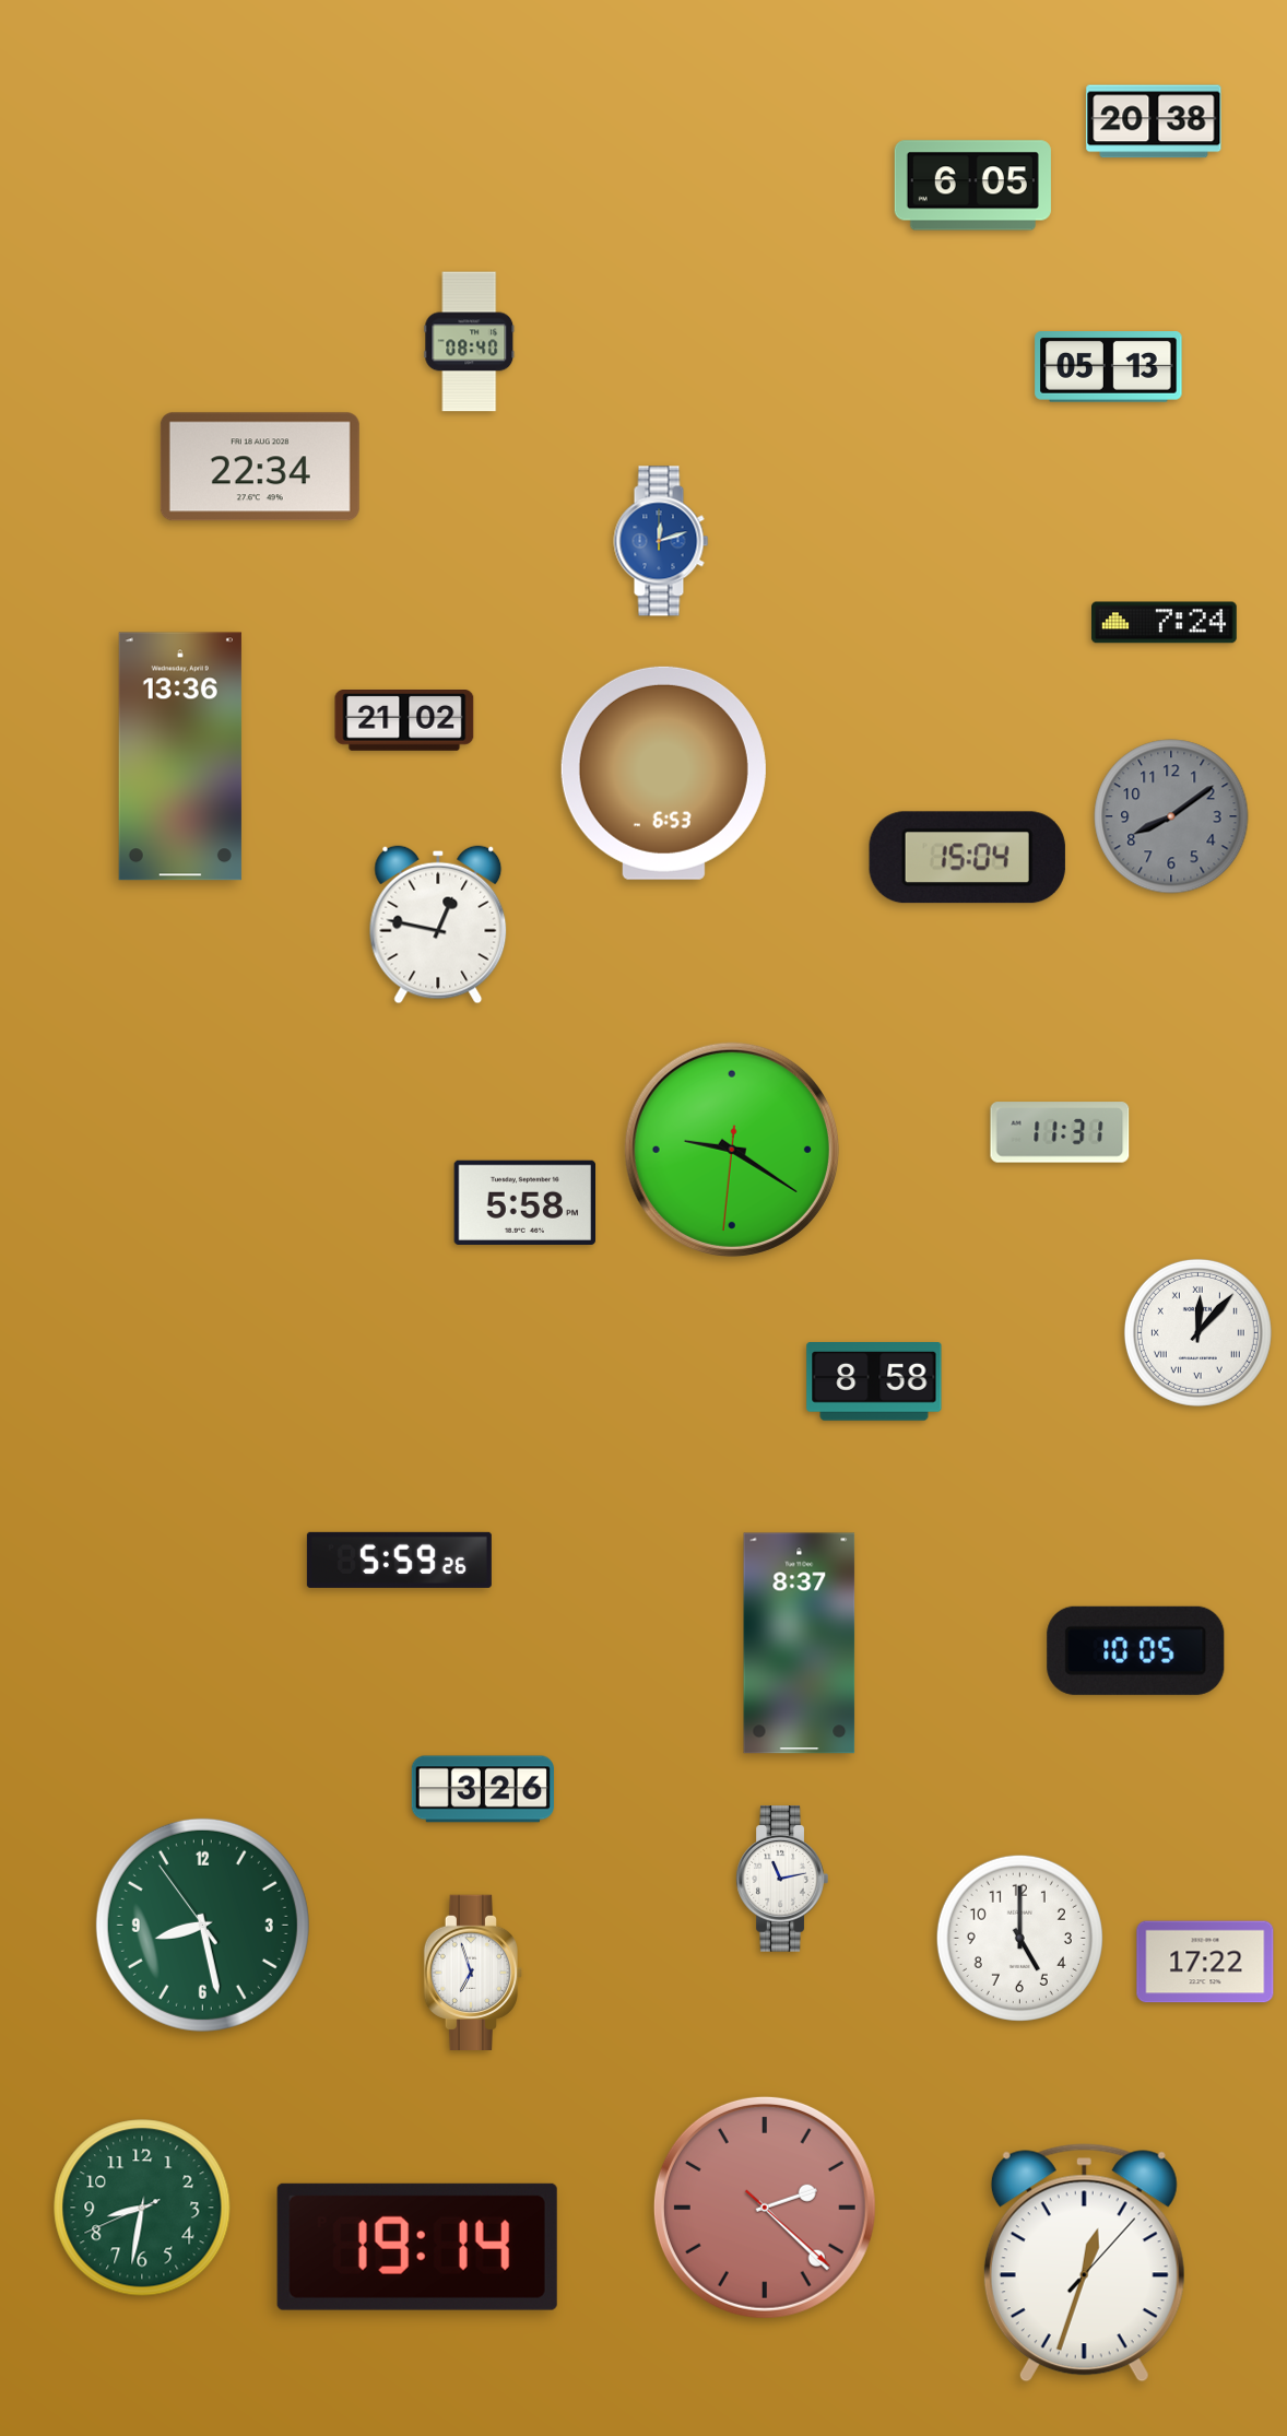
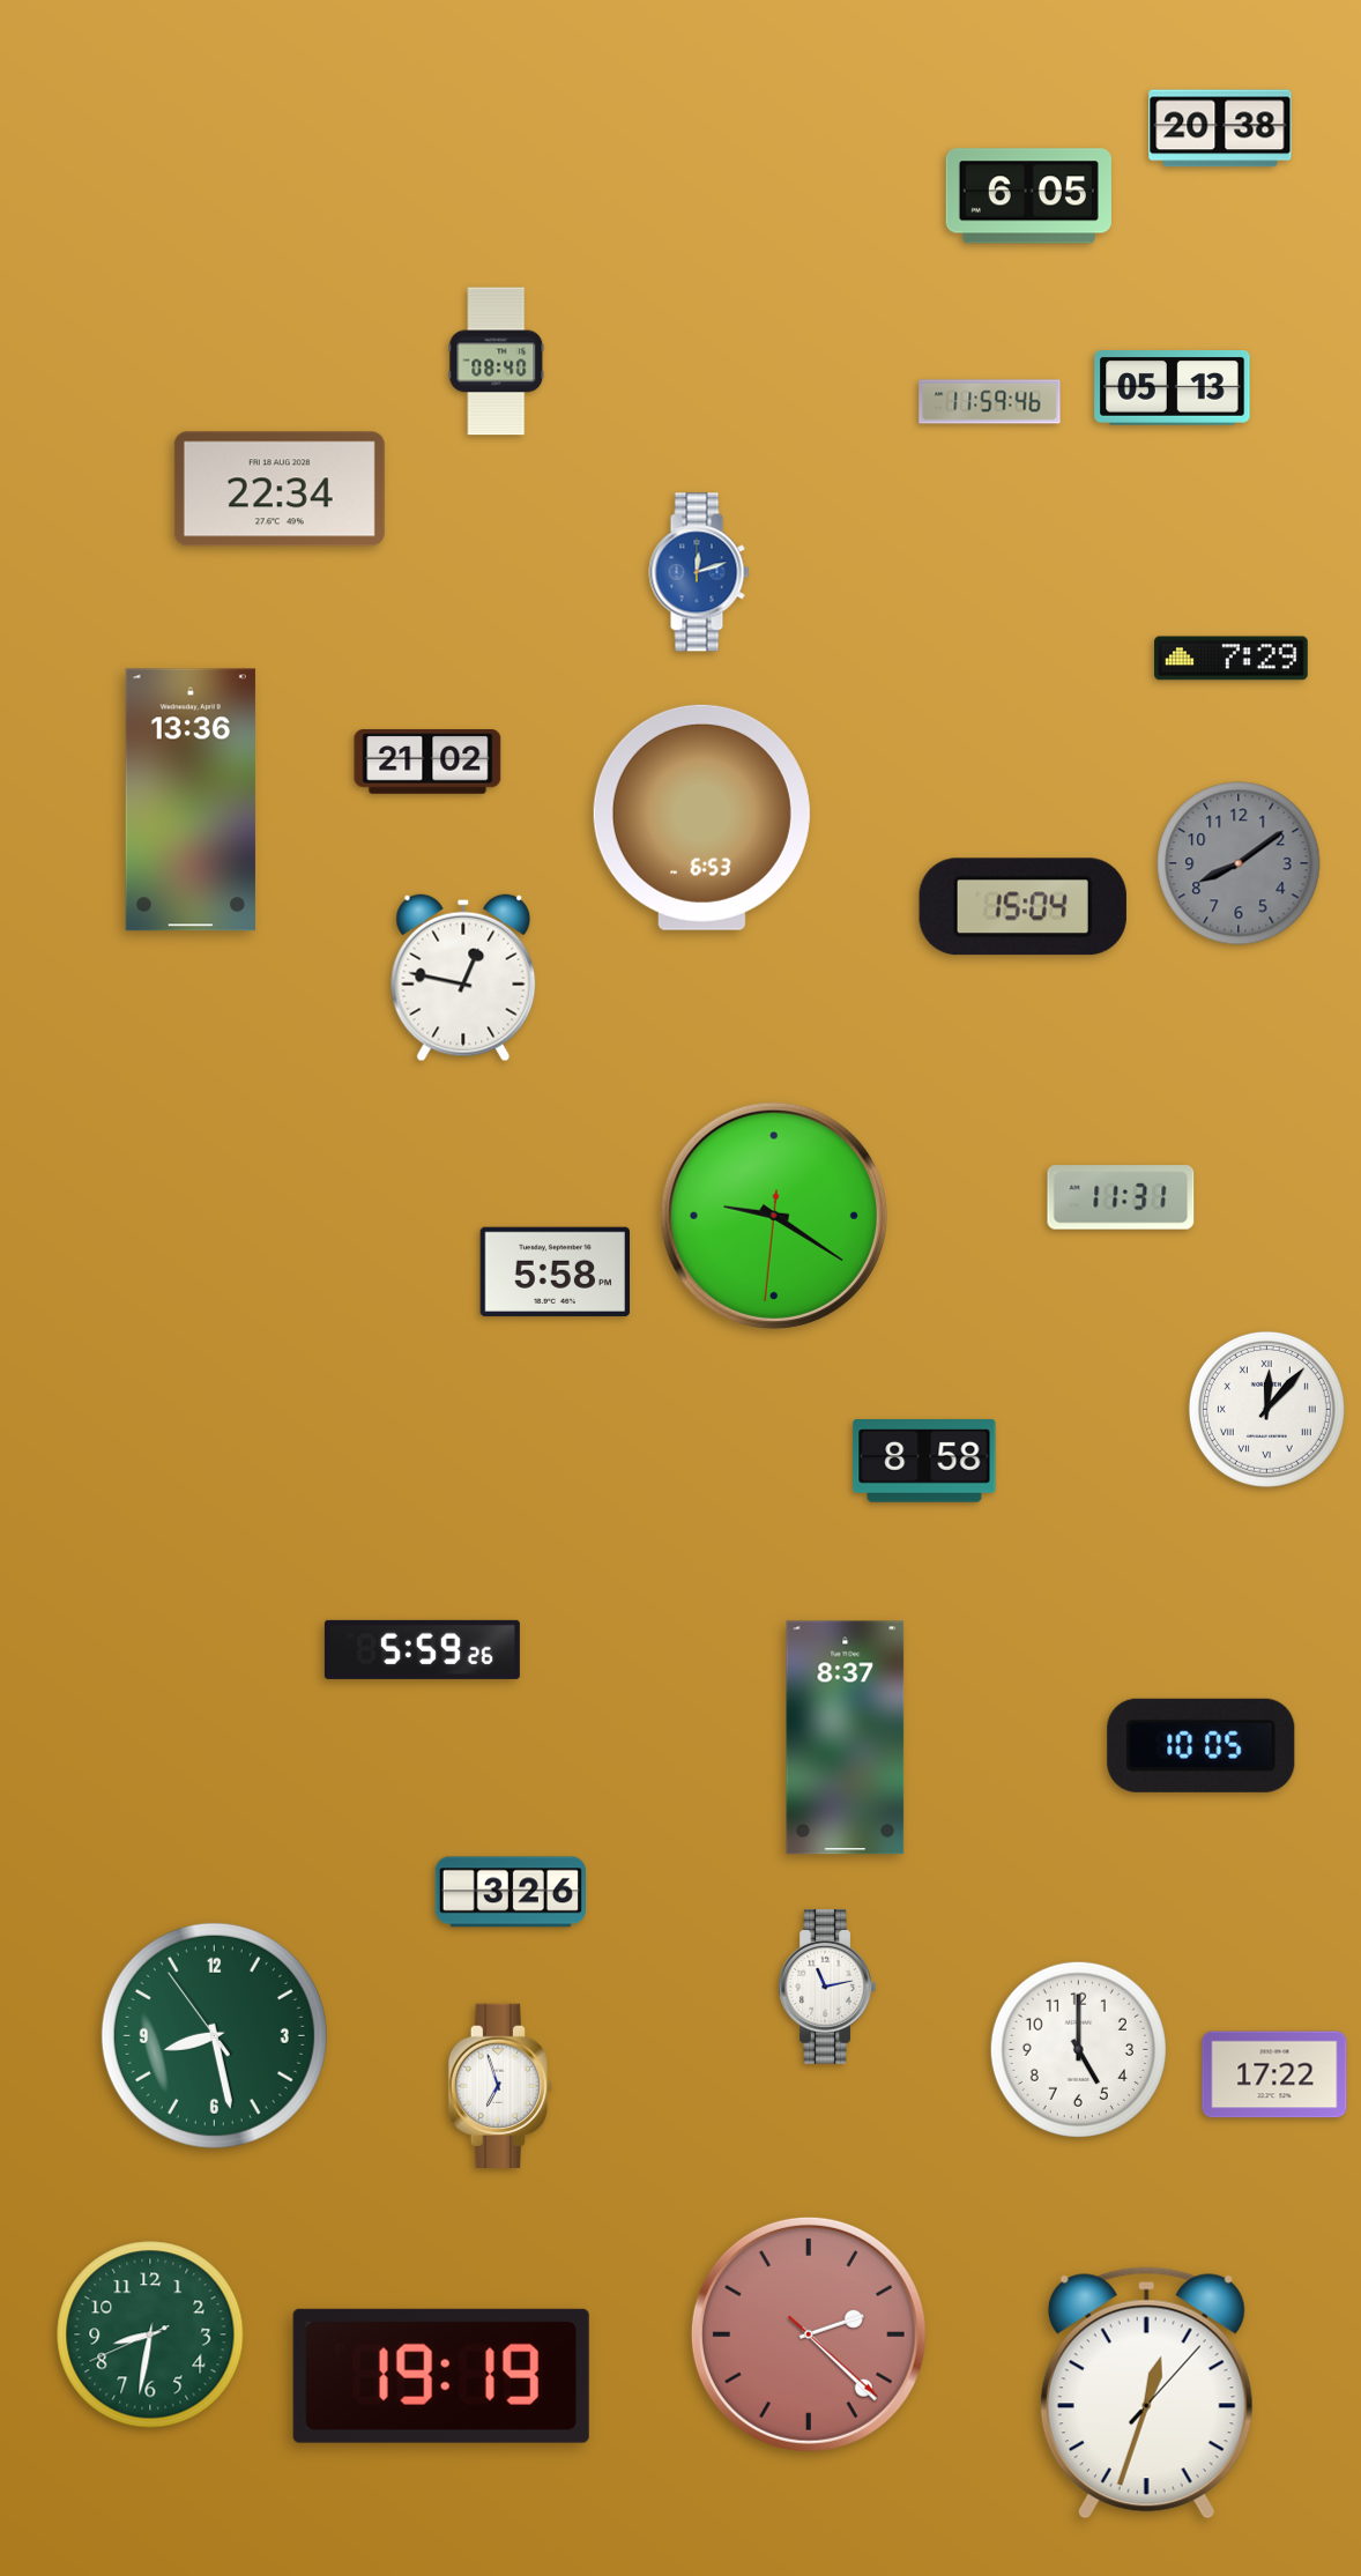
clock at (990, 402): none -> 11:59
clock at (260, 467) position: (260, 467) -> (280, 489)
clock at (1164, 623): 7:24 -> 7:29
clock at (417, 2247): 19:14 -> 19:19
